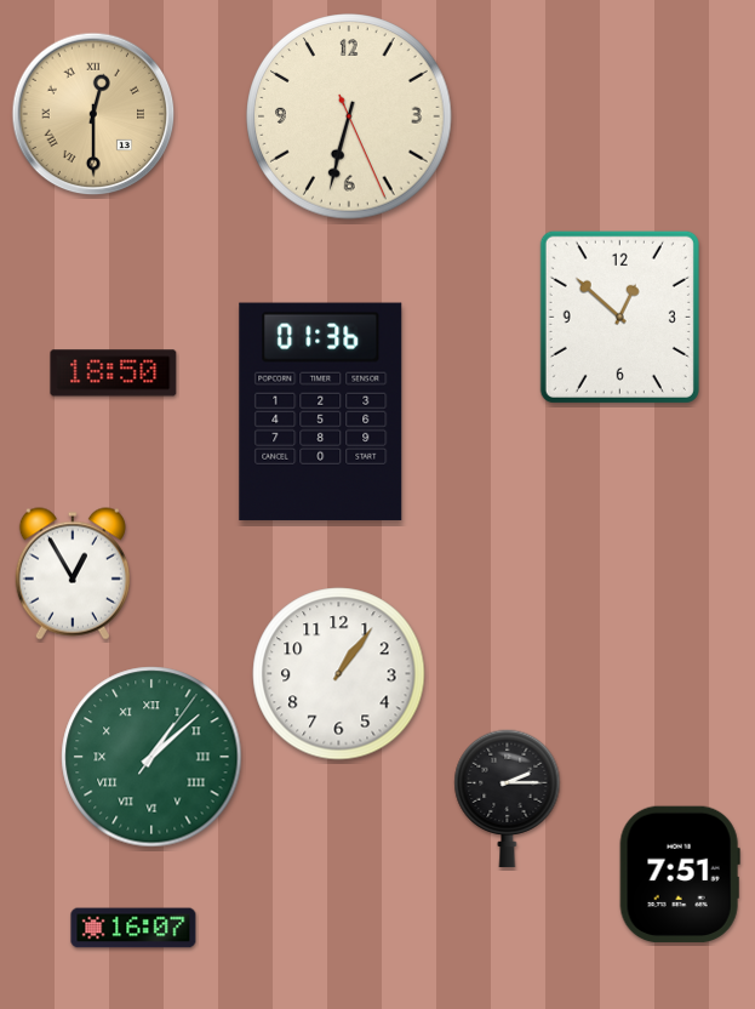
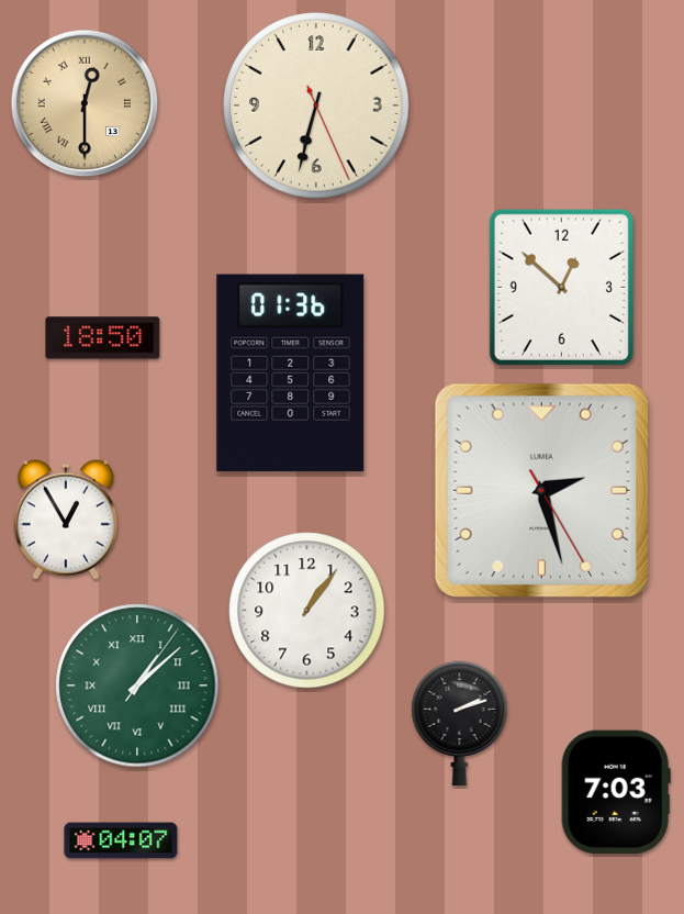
clock at (541, 490): none -> 2:27
clock at (508, 799): 2:15 -> 2:12
clock at (680, 874): 7:51 -> 7:03
clock at (133, 928): 16:07 -> 04:07
